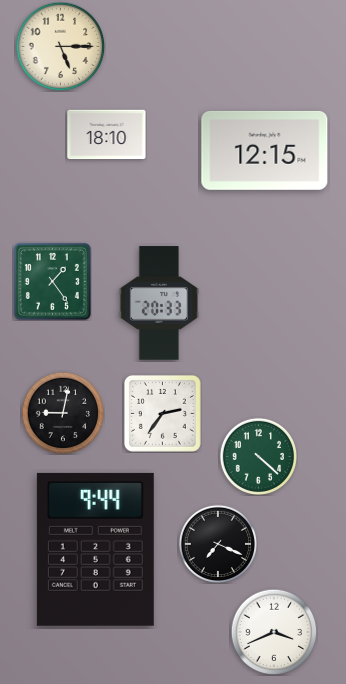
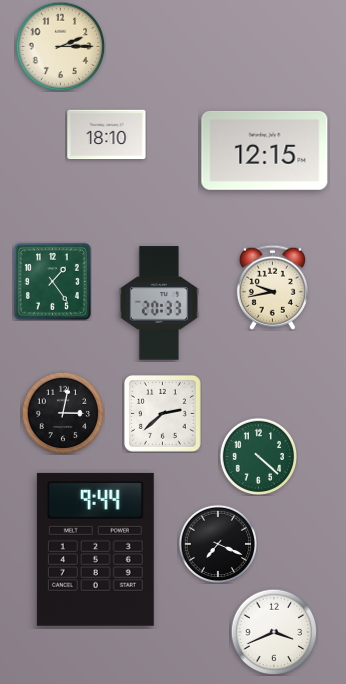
clock at (60, 46): 5:15 -> 2:15
clock at (272, 287): none -> 9:43
clock at (63, 413): 9:02 -> 3:02
clock at (162, 413): 2:36 -> 2:38
